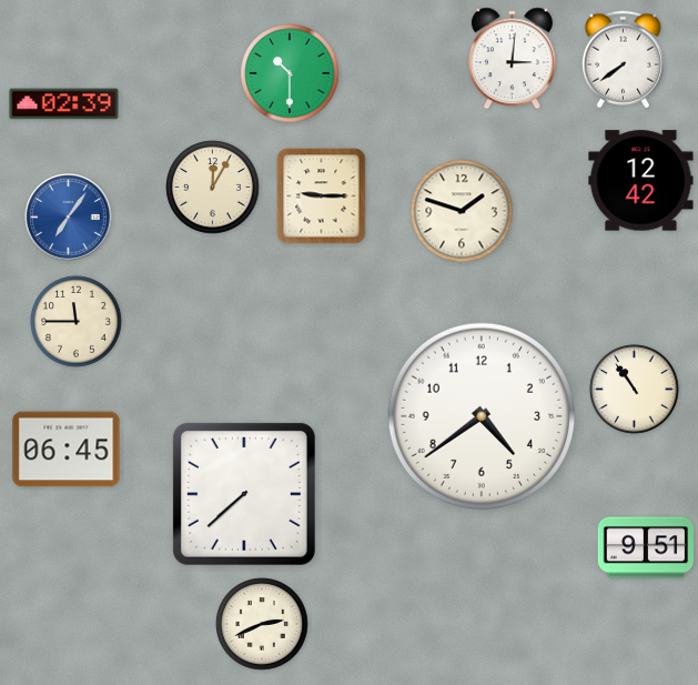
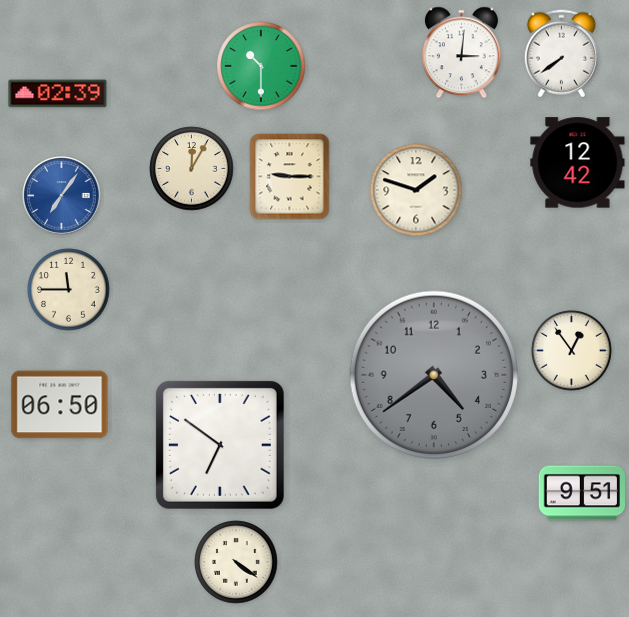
clock at (635, 390): 10:54 -> 12:54
clock at (480, 415) dial: white -> grey
clock at (67, 450): 06:45 -> 06:50
clock at (244, 494): 7:38 -> 6:51
clock at (262, 624): 2:41 -> 4:21
